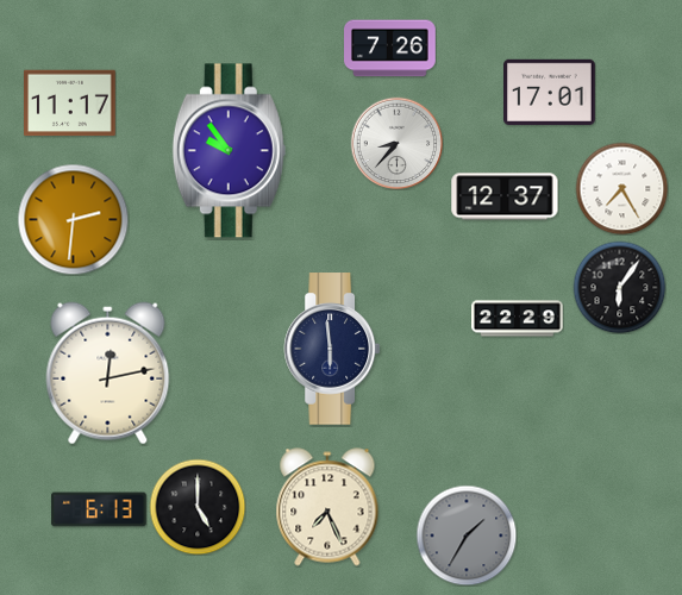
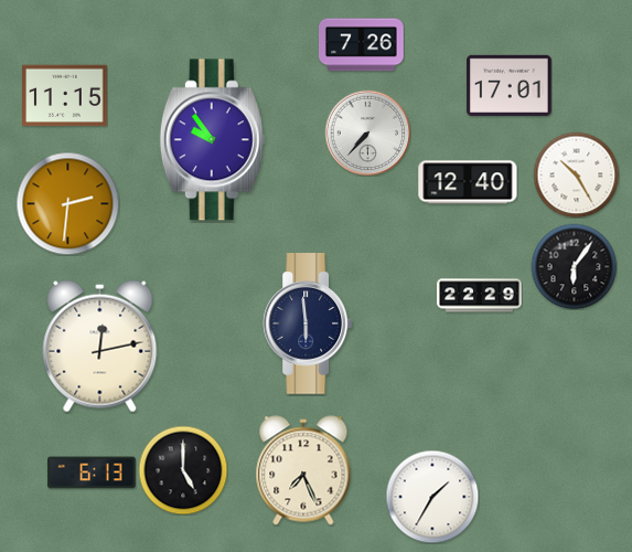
clock at (70, 104): 11:17 -> 11:15
clock at (396, 143): 8:37 -> 7:37
clock at (621, 188): 7:25 -> 10:25
clock at (505, 196): 12:37 -> 12:40
clock at (467, 535) dial: grey -> white
